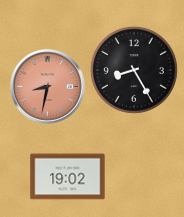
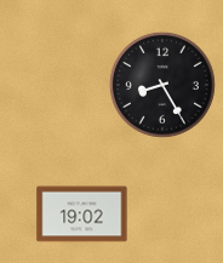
clock at (48, 87): 8:32 -> none
